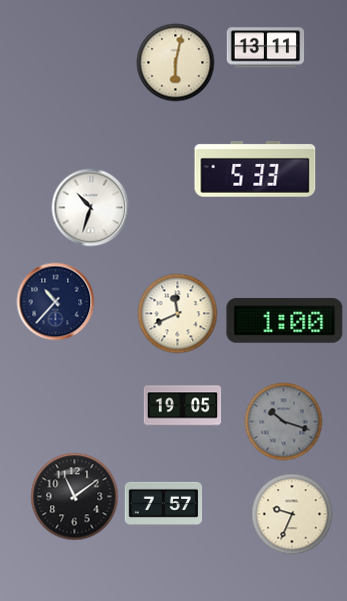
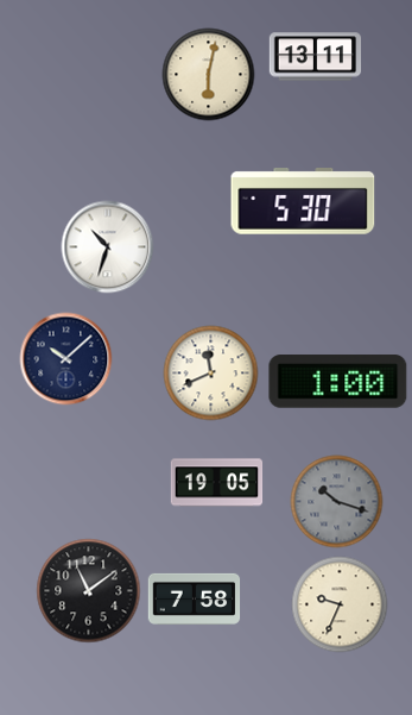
clock at (255, 170): 5:33 -> 5:30
clock at (55, 301): 10:37 -> 10:08
clock at (163, 503): 7:57 -> 7:58
clock at (292, 514) position: (292, 514) -> (340, 604)
